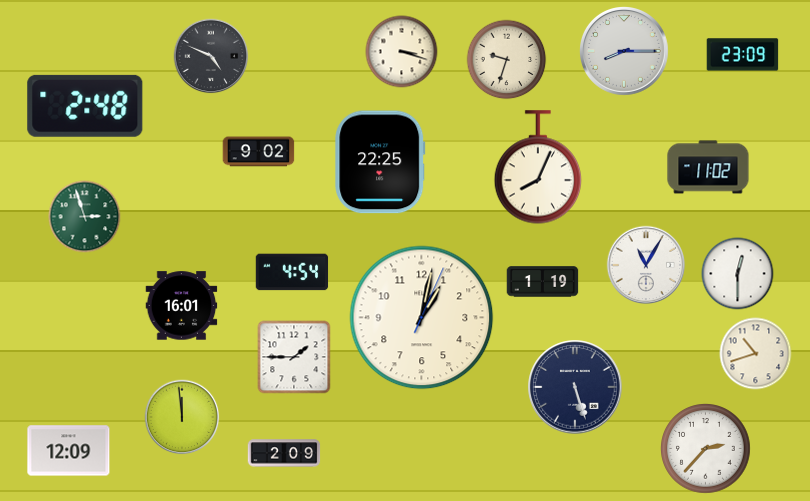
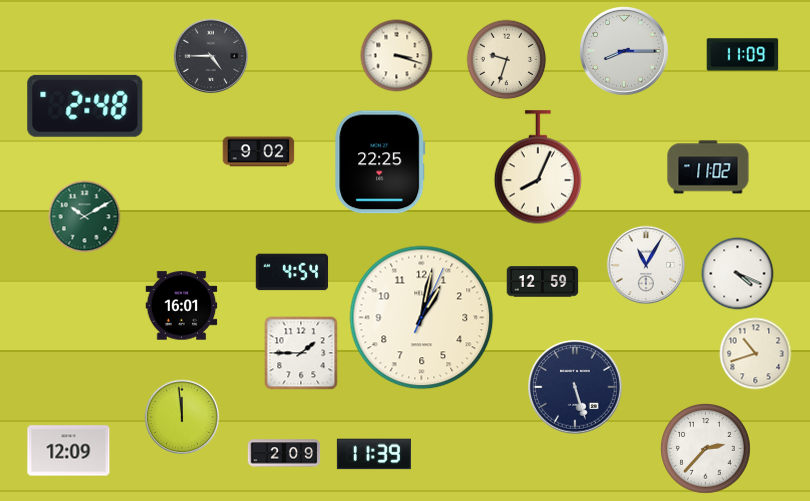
clock at (402, 52) position: (402, 52) -> (397, 56)
clock at (743, 55): 23:09 -> 11:09
clock at (211, 56): 4:49 -> 4:45
clock at (85, 217): 2:57 -> 10:10
clock at (738, 274): 12:30 -> 4:19
clock at (543, 282): 1:19 -> 12:59
clock at (294, 357) position: (294, 357) -> (301, 353)
clock at (374, 454): none -> 11:39
